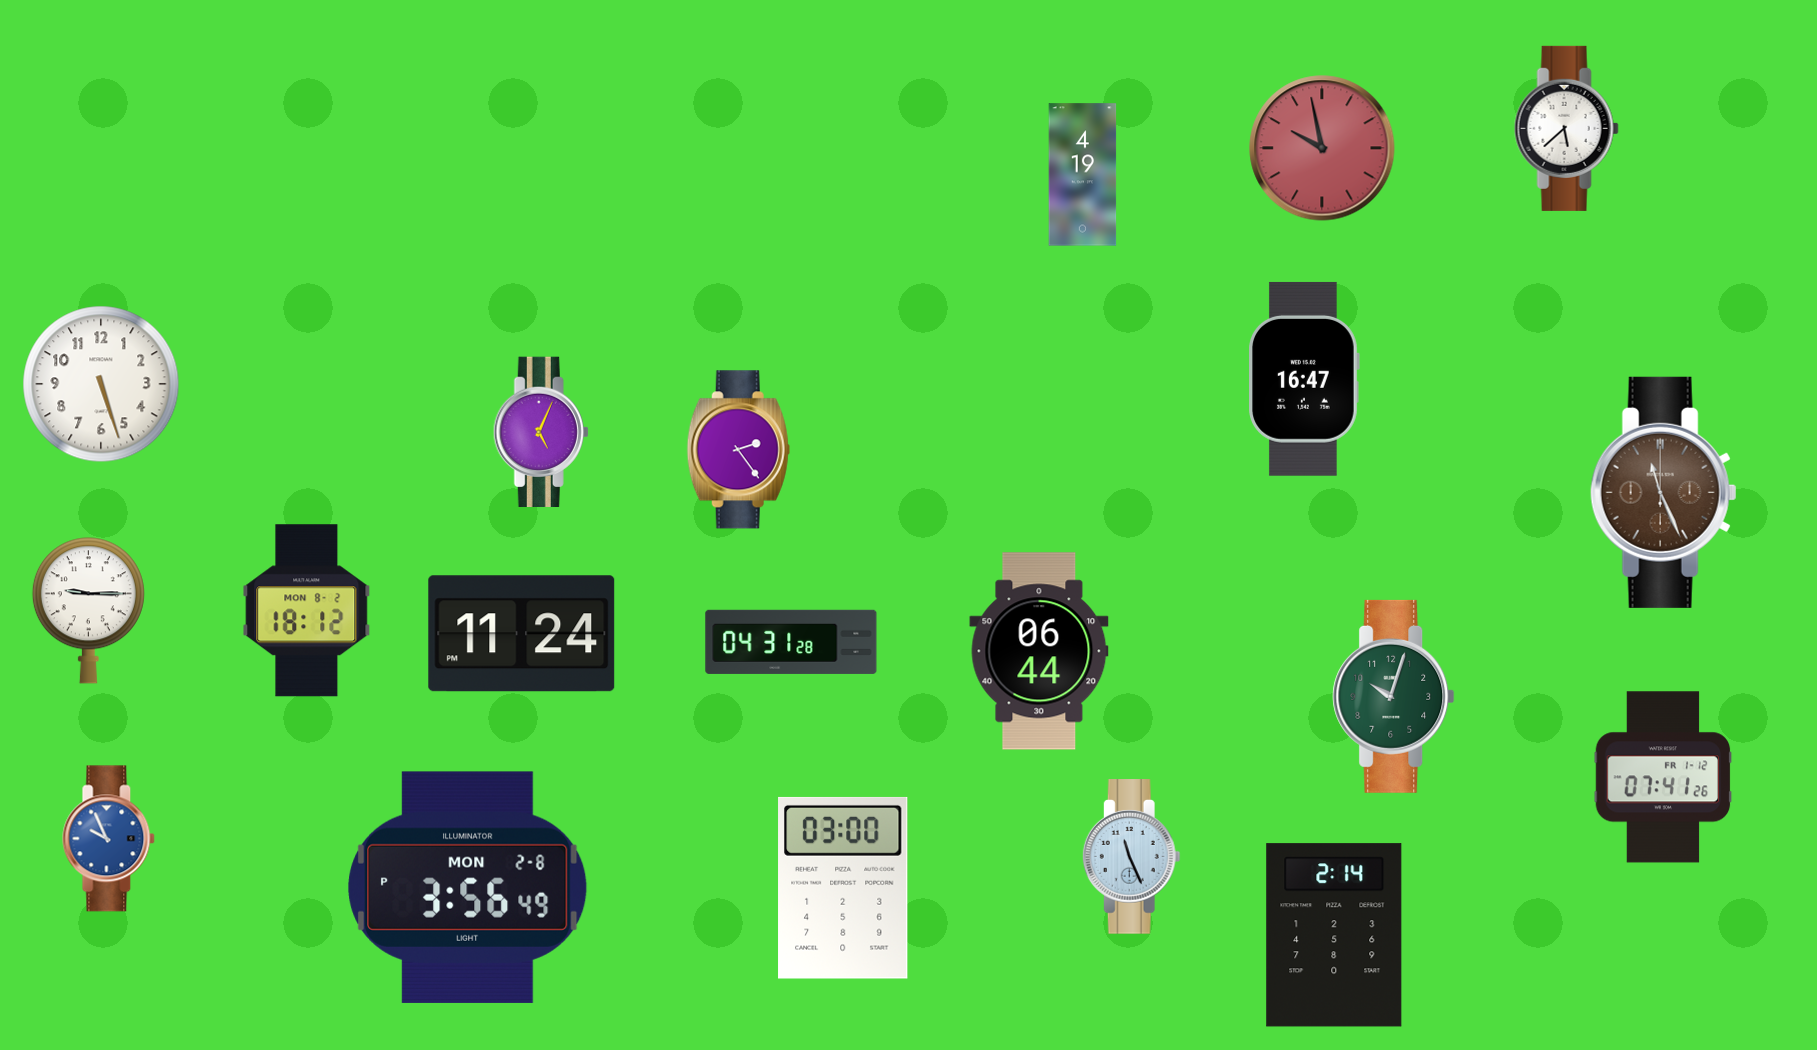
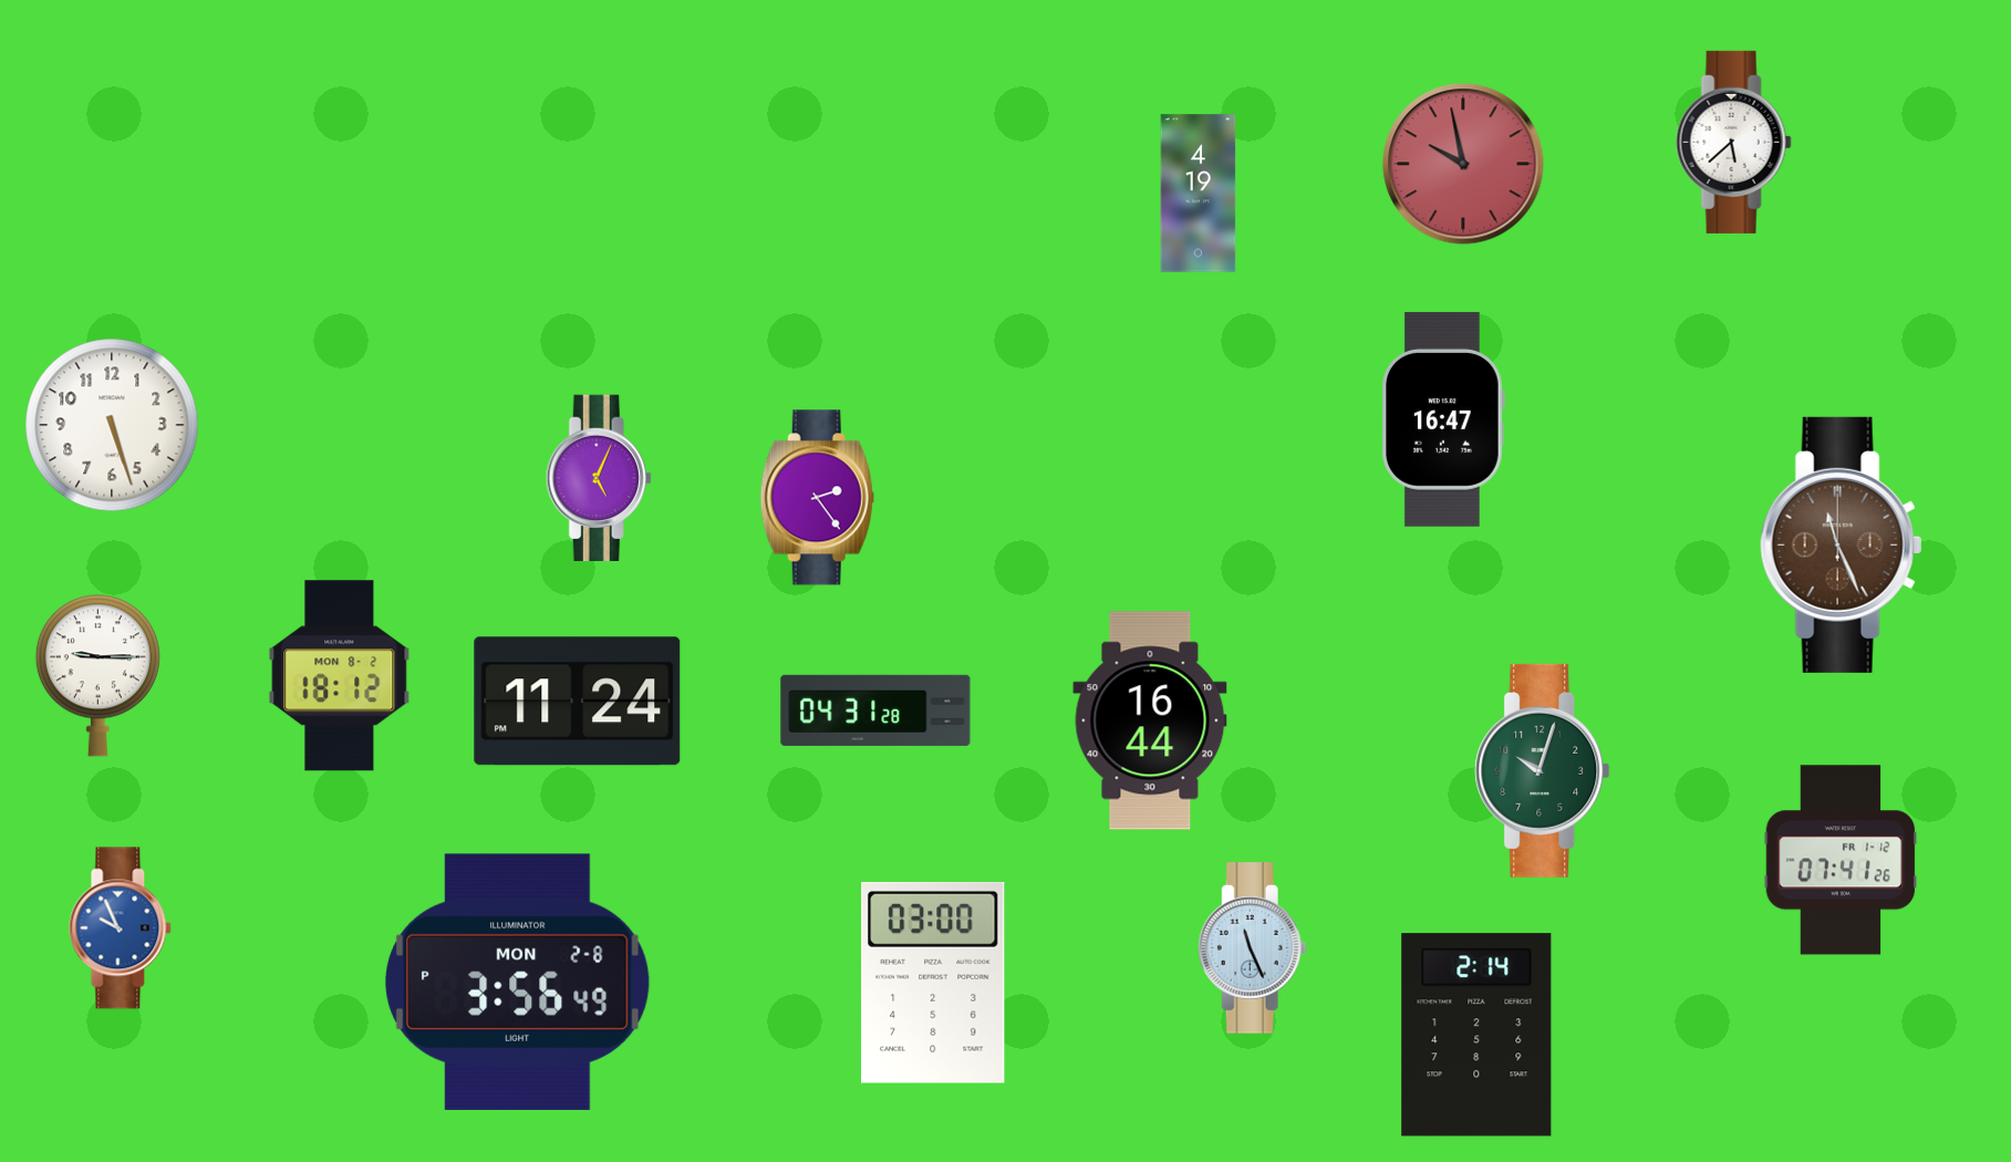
clock at (1039, 651): 06:44 -> 16:44
